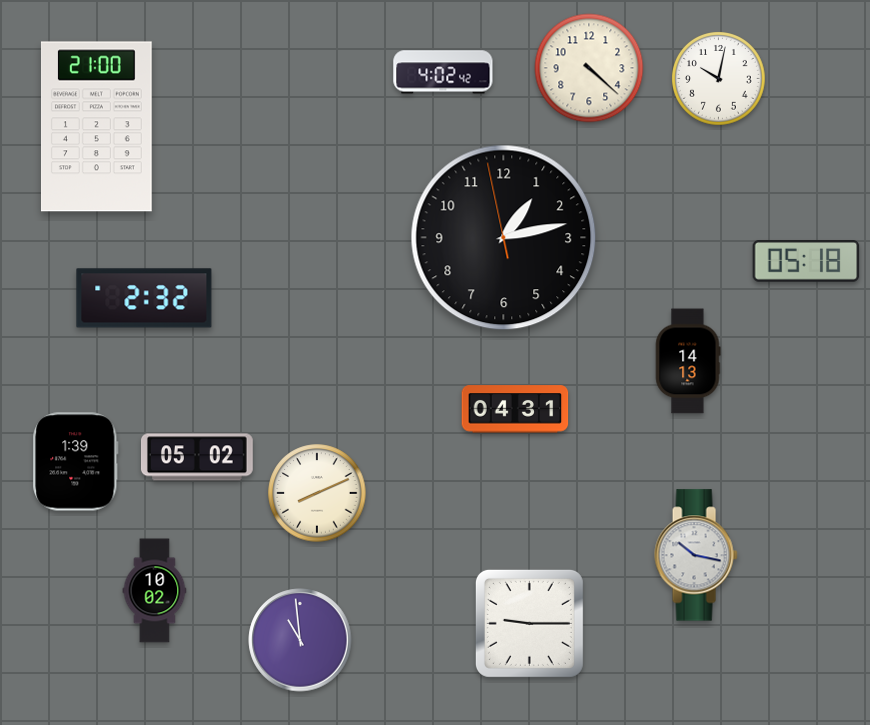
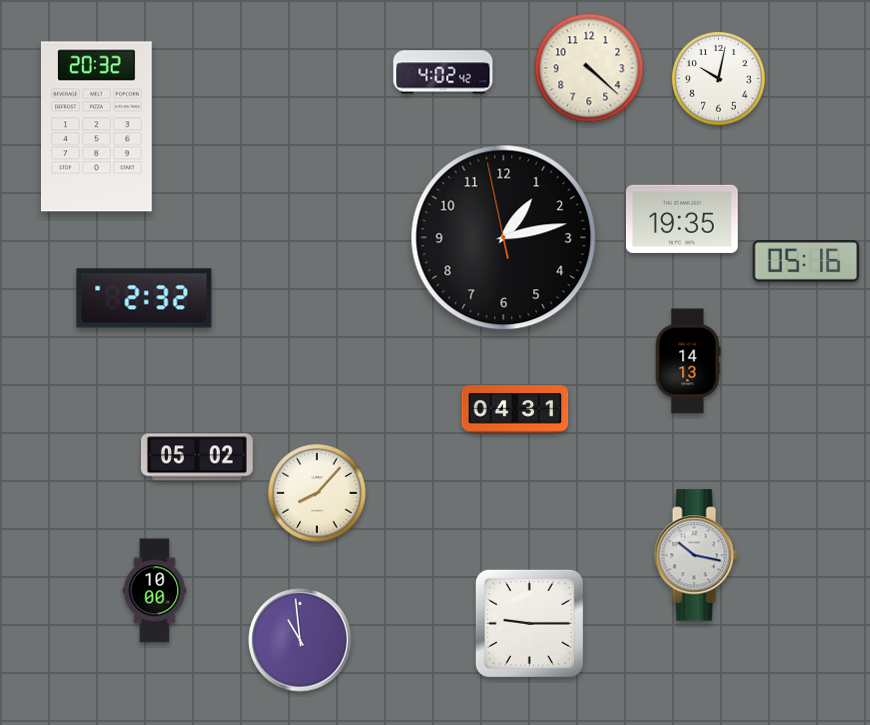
clock at (96, 127): 21:00 -> 20:32
clock at (682, 219): none -> 19:35
clock at (806, 262): 05:18 -> 05:16
clock at (76, 462): 1:39 -> none
clock at (317, 493): 8:11 -> 8:07
clock at (155, 591): 10:02 -> 10:00
